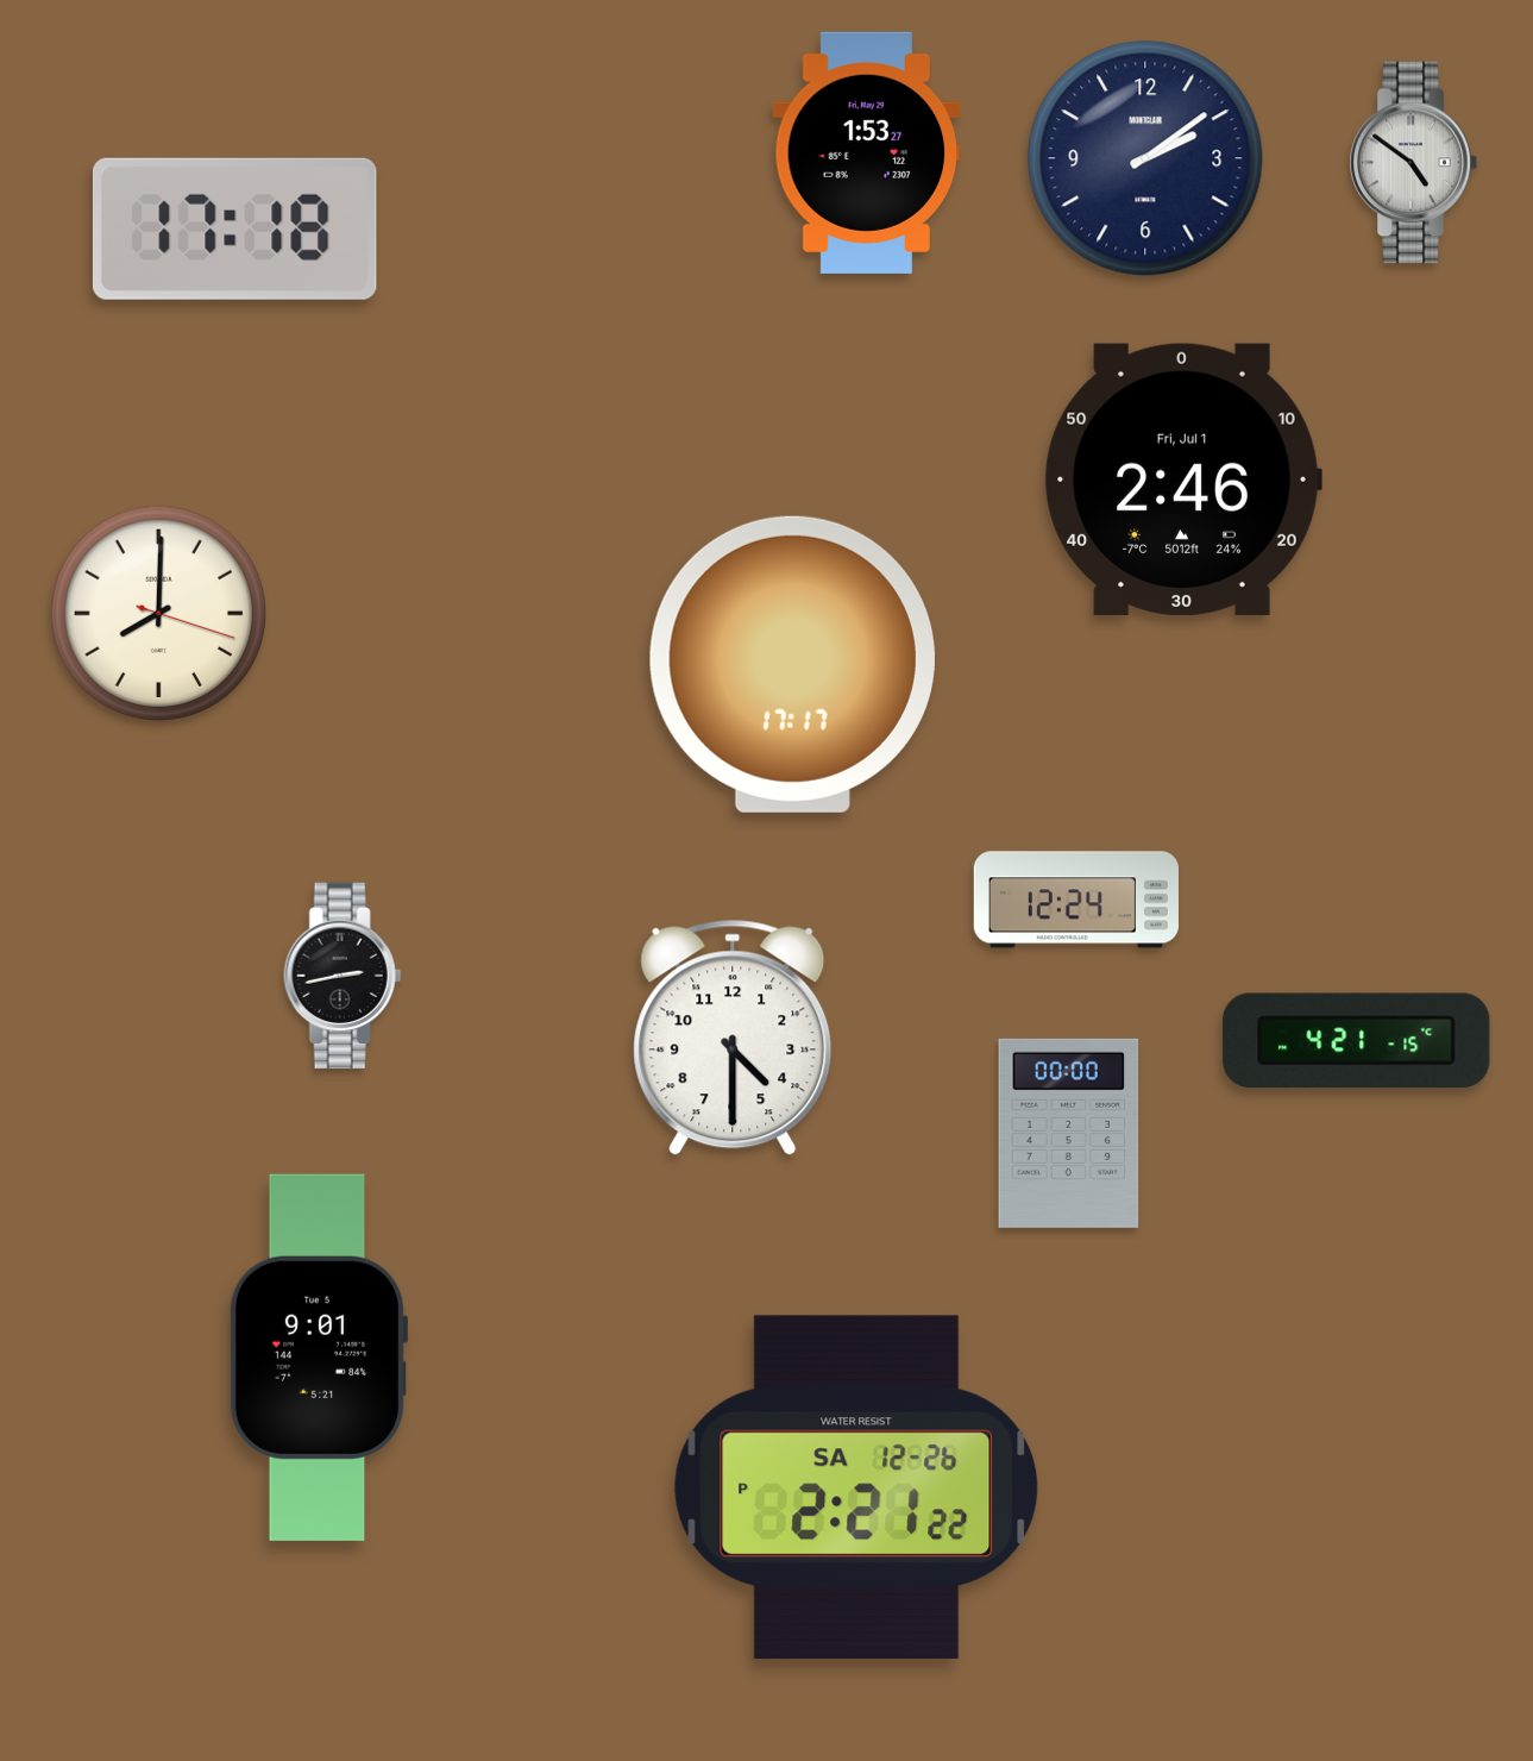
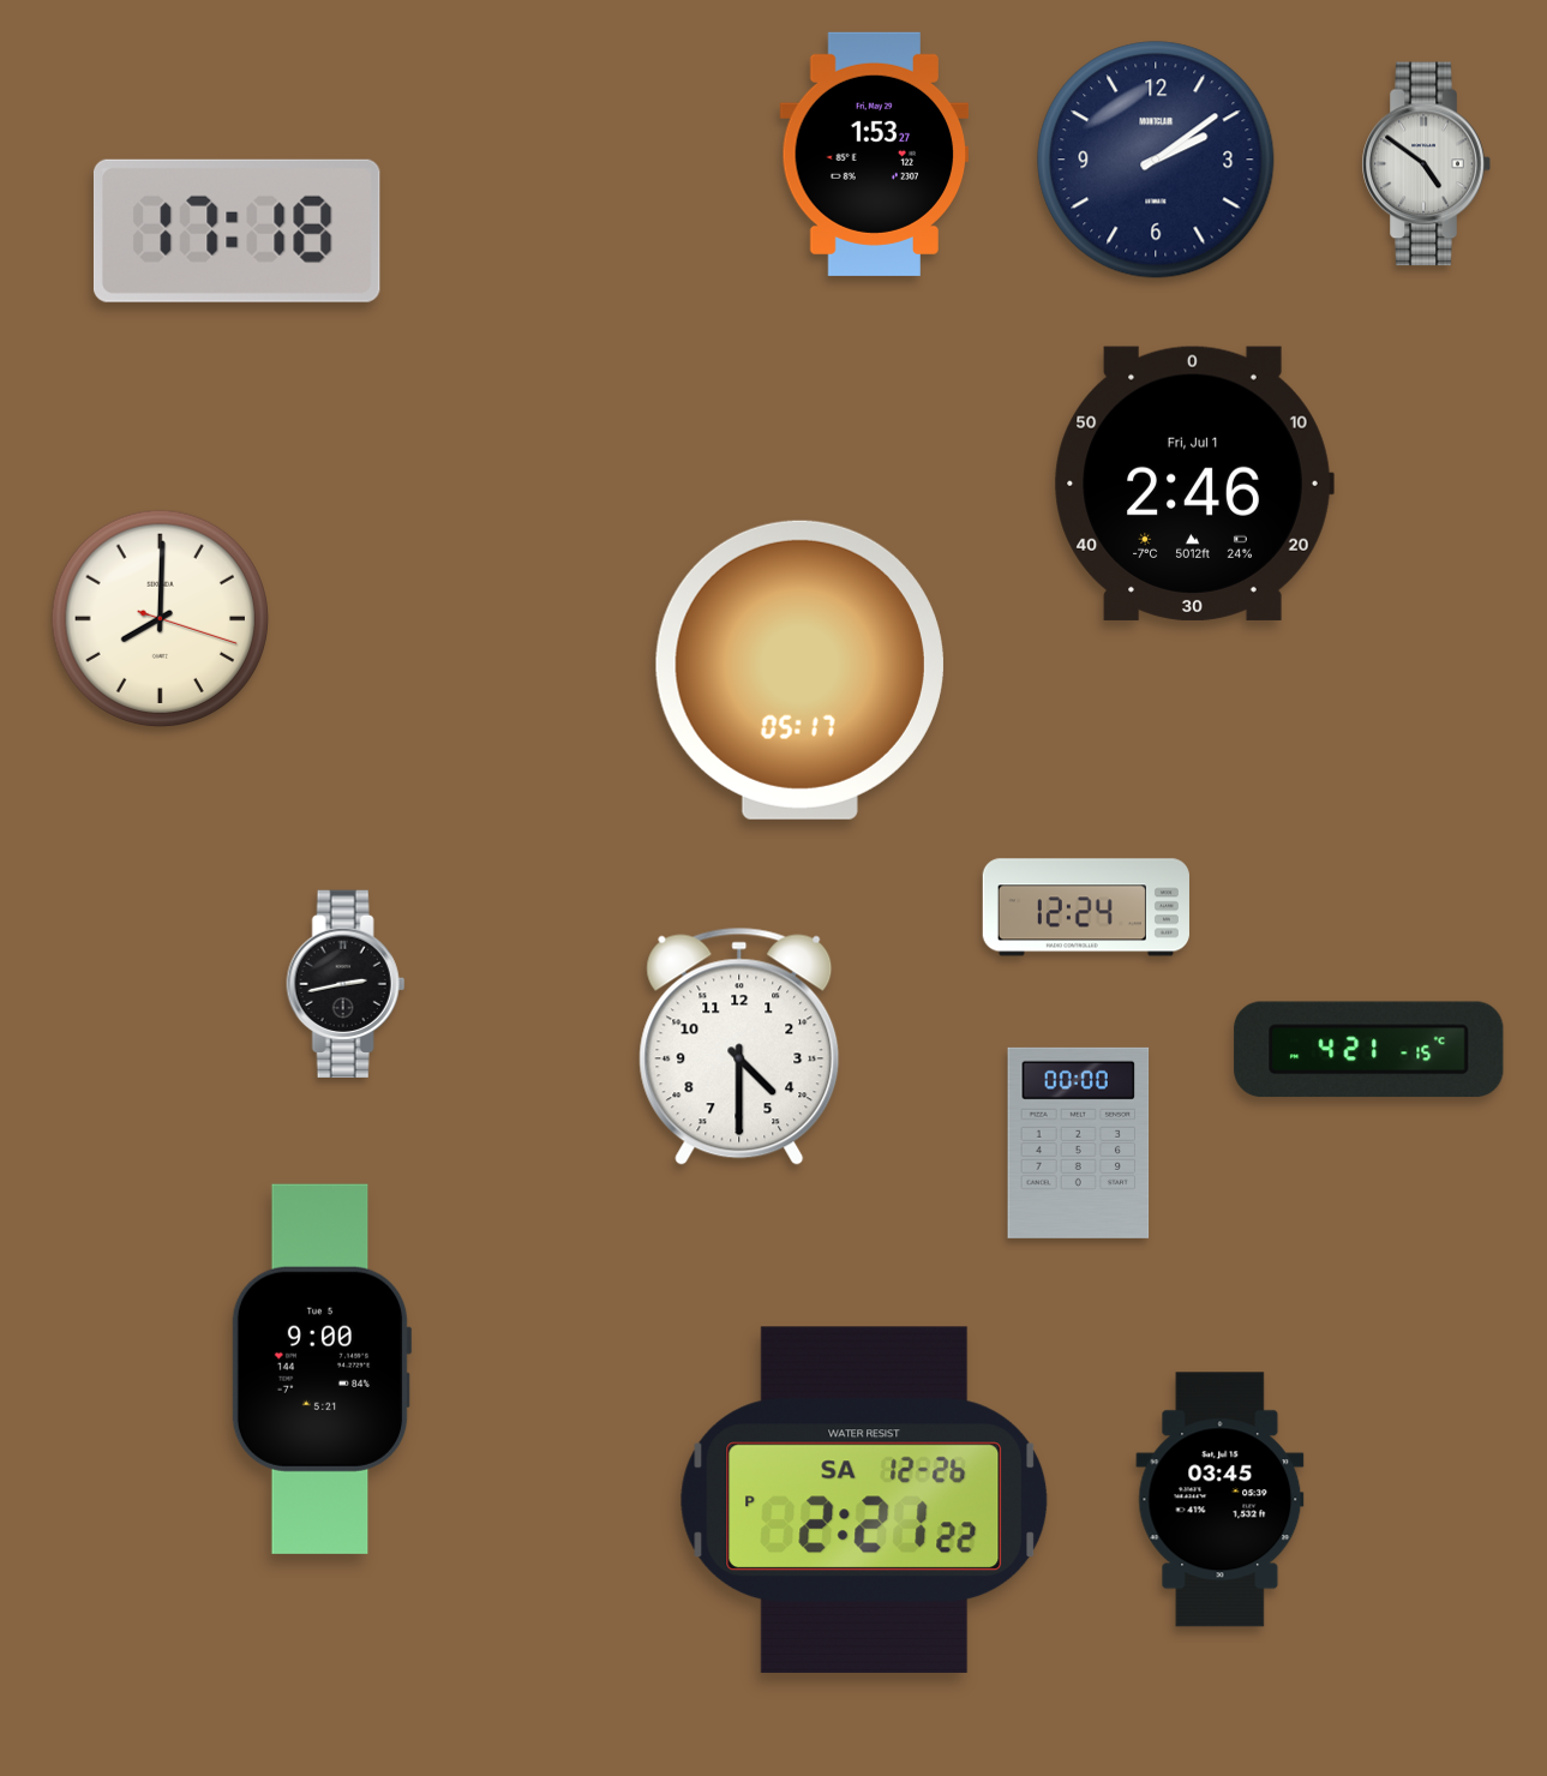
clock at (792, 664): 17:17 -> 05:17
clock at (319, 1358): 9:01 -> 9:00
clock at (1221, 1500): none -> 03:45
